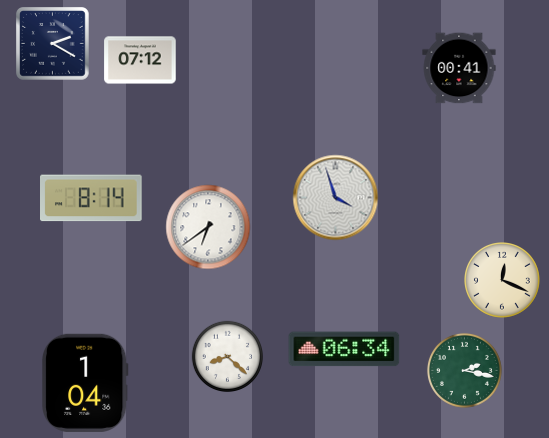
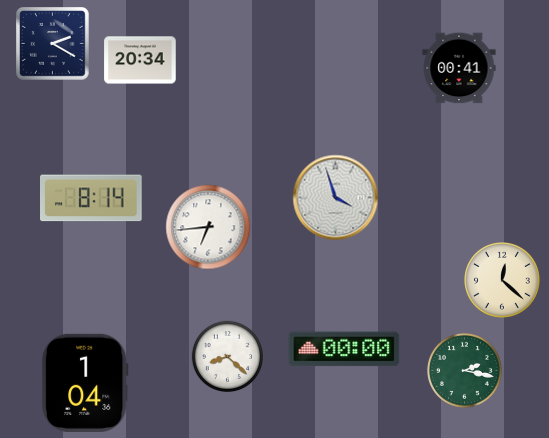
clock at (140, 60): 07:12 -> 20:34
clock at (208, 227): 6:39 -> 6:44
clock at (503, 281): 12:19 -> 12:22
clock at (344, 349): 06:34 -> 00:00
